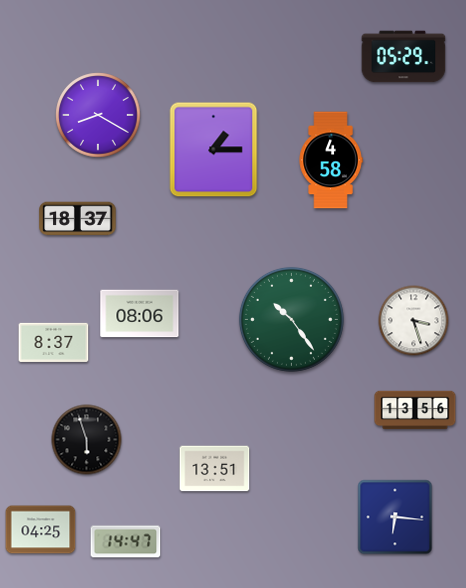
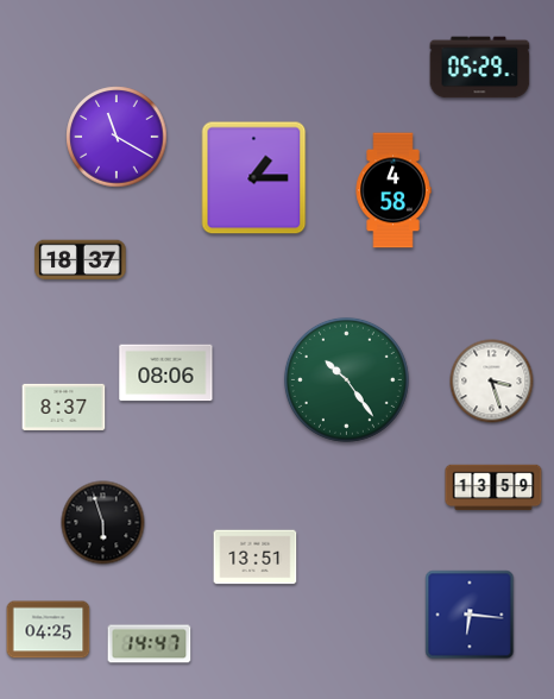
clock at (98, 115): 8:20 -> 11:20
clock at (78, 219) position: (78, 219) -> (81, 260)
clock at (415, 410): 13:56 -> 13:59
